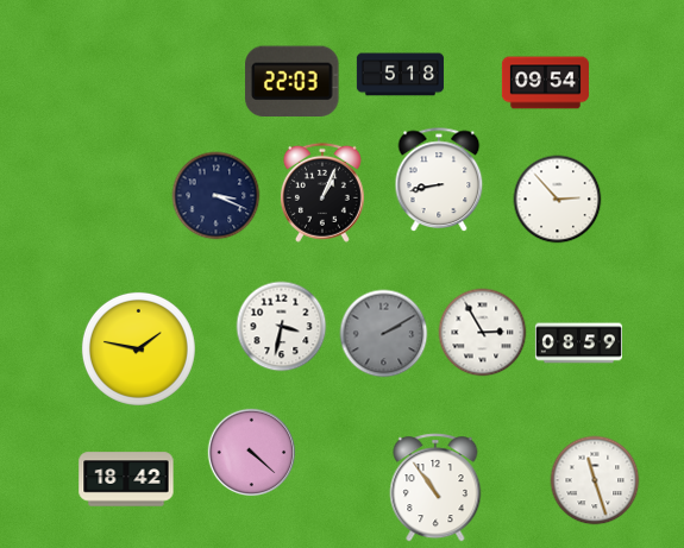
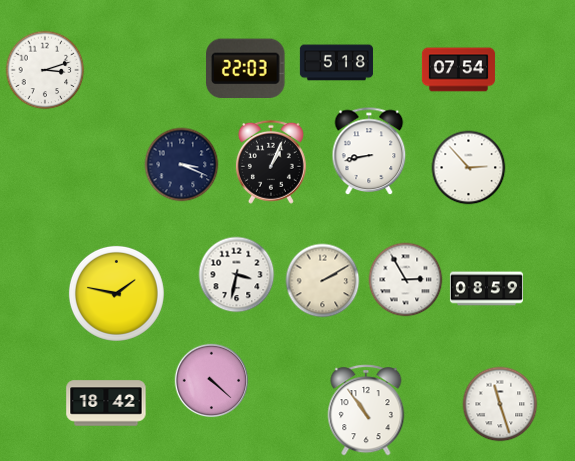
clock at (45, 70): none -> 3:12
clock at (545, 83): 09:54 -> 07:54
clock at (384, 334) dial: grey -> cream
